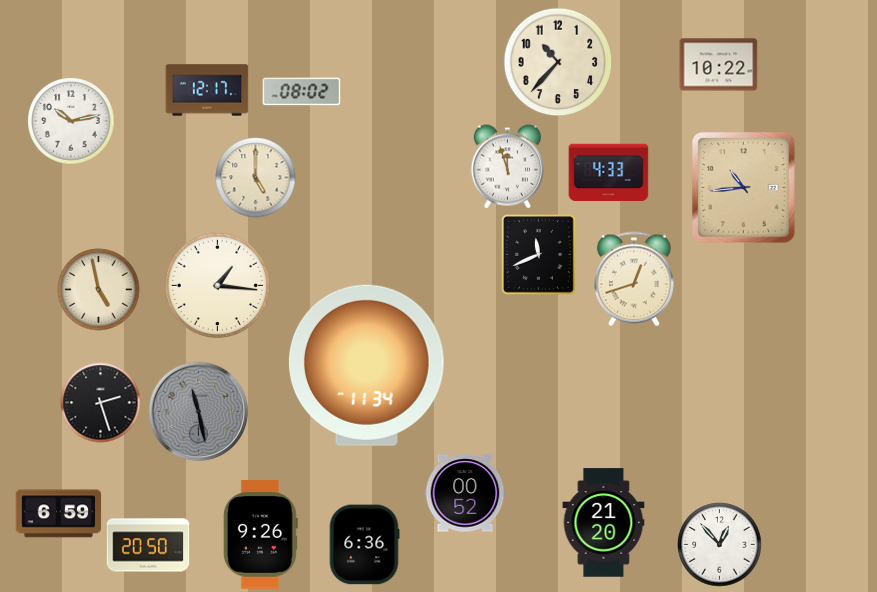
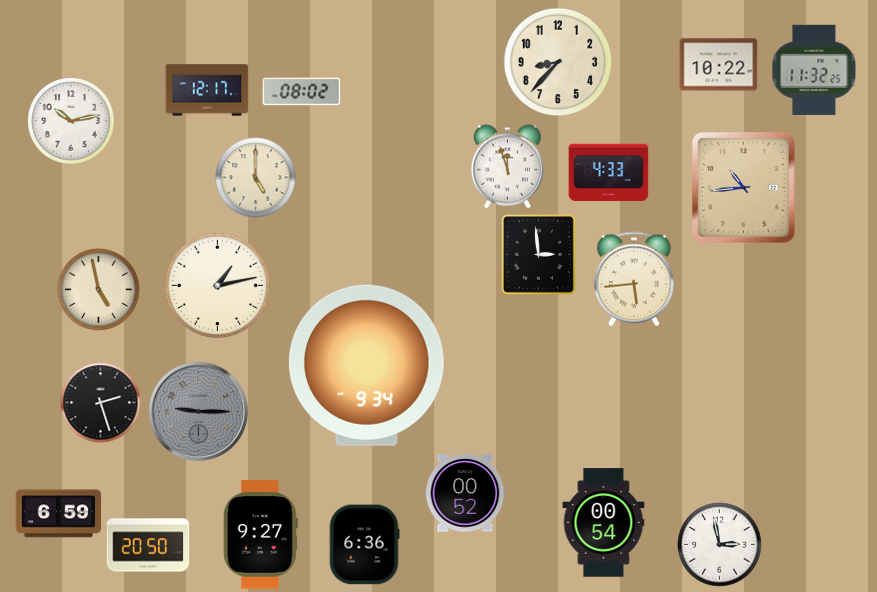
clock at (558, 62): 10:37 -> 8:37
clock at (814, 70): none -> 11:32
clock at (538, 254): 11:41 -> 2:59
clock at (634, 279): 12:42 -> 5:44
clock at (217, 285): 1:16 -> 1:13
clock at (366, 365): 11:34 -> 9:34
clock at (198, 411): 11:28 -> 9:15
clock at (604, 523): 21:20 -> 00:54
clock at (260, 535): 9:26 -> 9:27
clock at (719, 544): 12:53 -> 2:58
